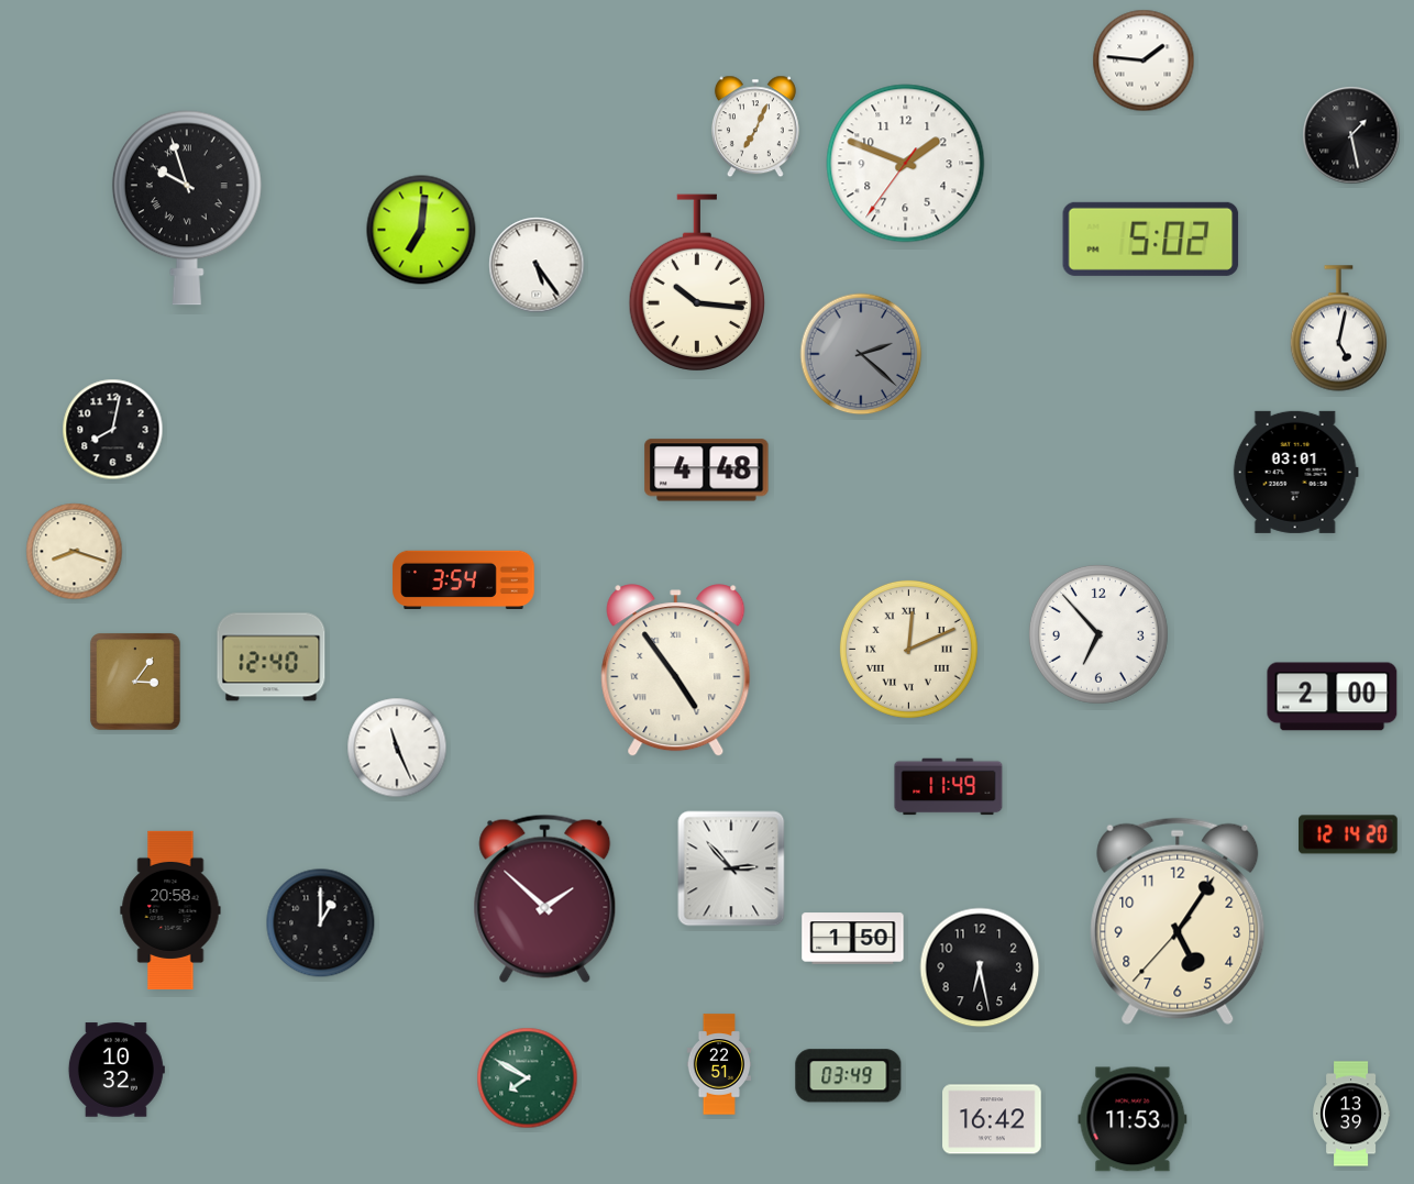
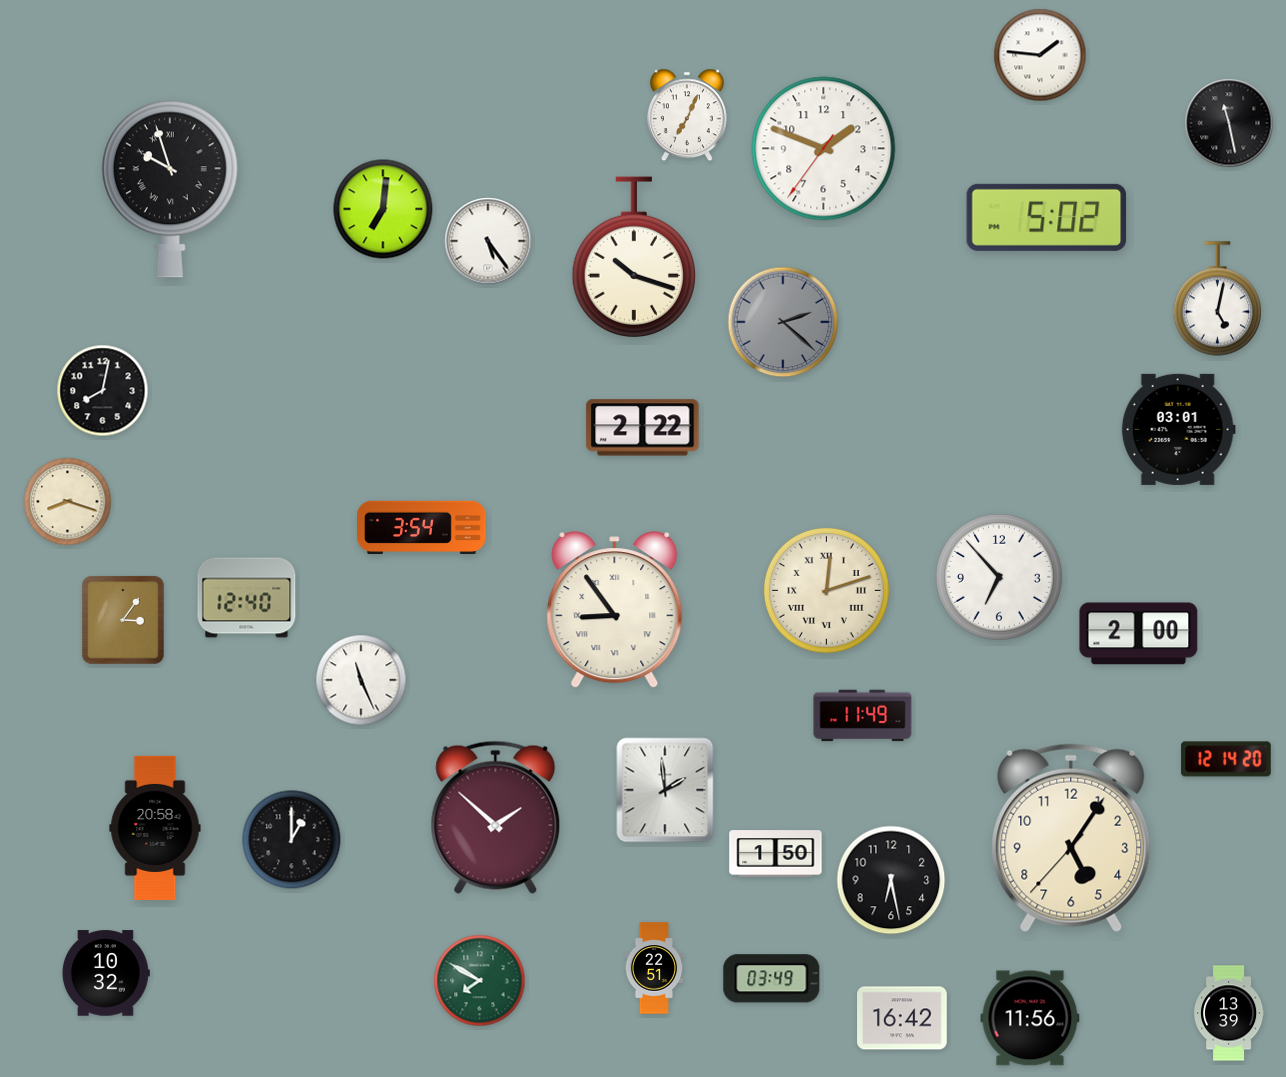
clock at (1351, 135): 1:28 -> 11:28
clock at (697, 283): 10:16 -> 10:18
clock at (707, 471): 4:48 -> 2:22
clock at (908, 649): 12:11 -> 12:12
clock at (676, 671): 4:54 -> 8:54
clock at (1333, 697) position: (1333, 697) -> (1139, 634)
clock at (731, 868): 2:53 -> 1:59
clock at (1133, 1119): 11:53 -> 11:56
